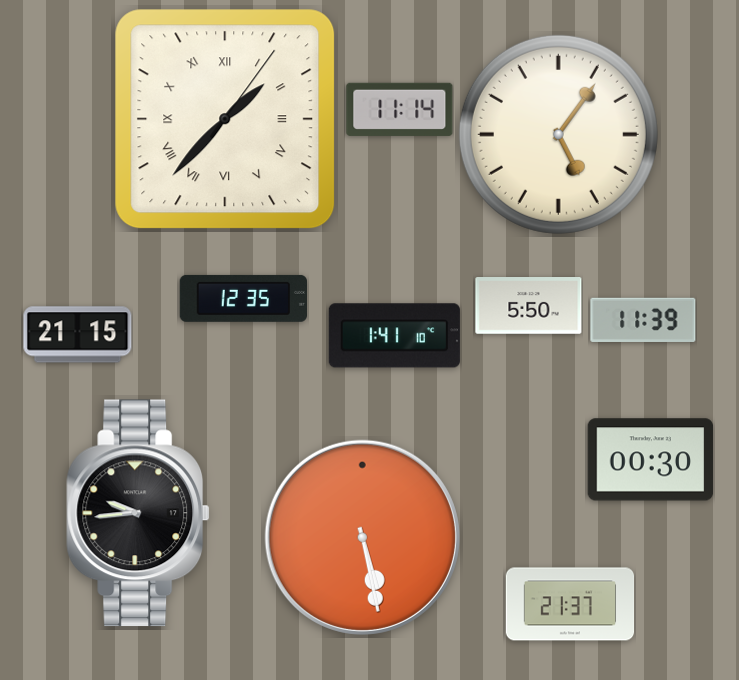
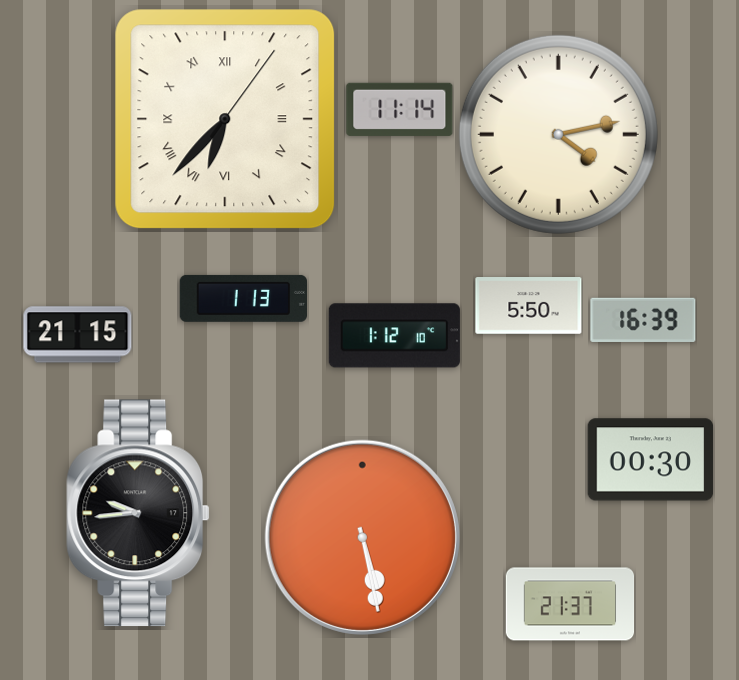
clock at (225, 119): 1:37 -> 6:37
clock at (558, 134): 5:06 -> 4:13
clock at (243, 298): 12:35 -> 1:13
clock at (643, 320): 11:39 -> 16:39
clock at (394, 336): 1:41 -> 1:12
